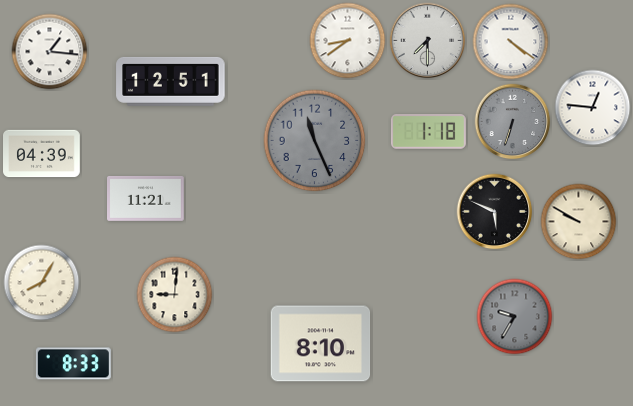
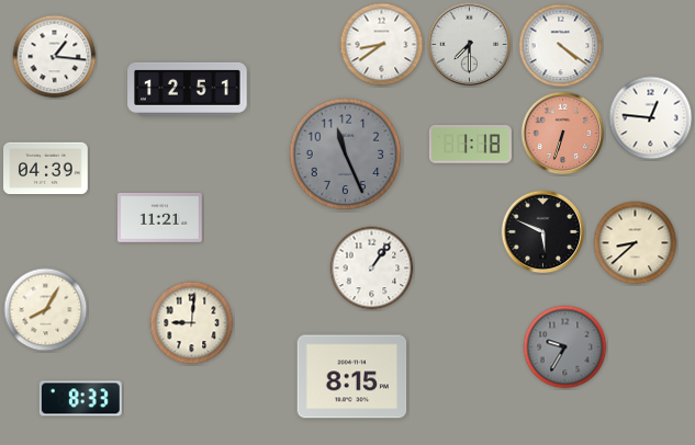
clock at (513, 122) dial: grey -> salmon
clock at (579, 222): 9:50 -> 8:38
clock at (372, 269): none -> 1:06
clock at (321, 344): 8:10 -> 8:15
